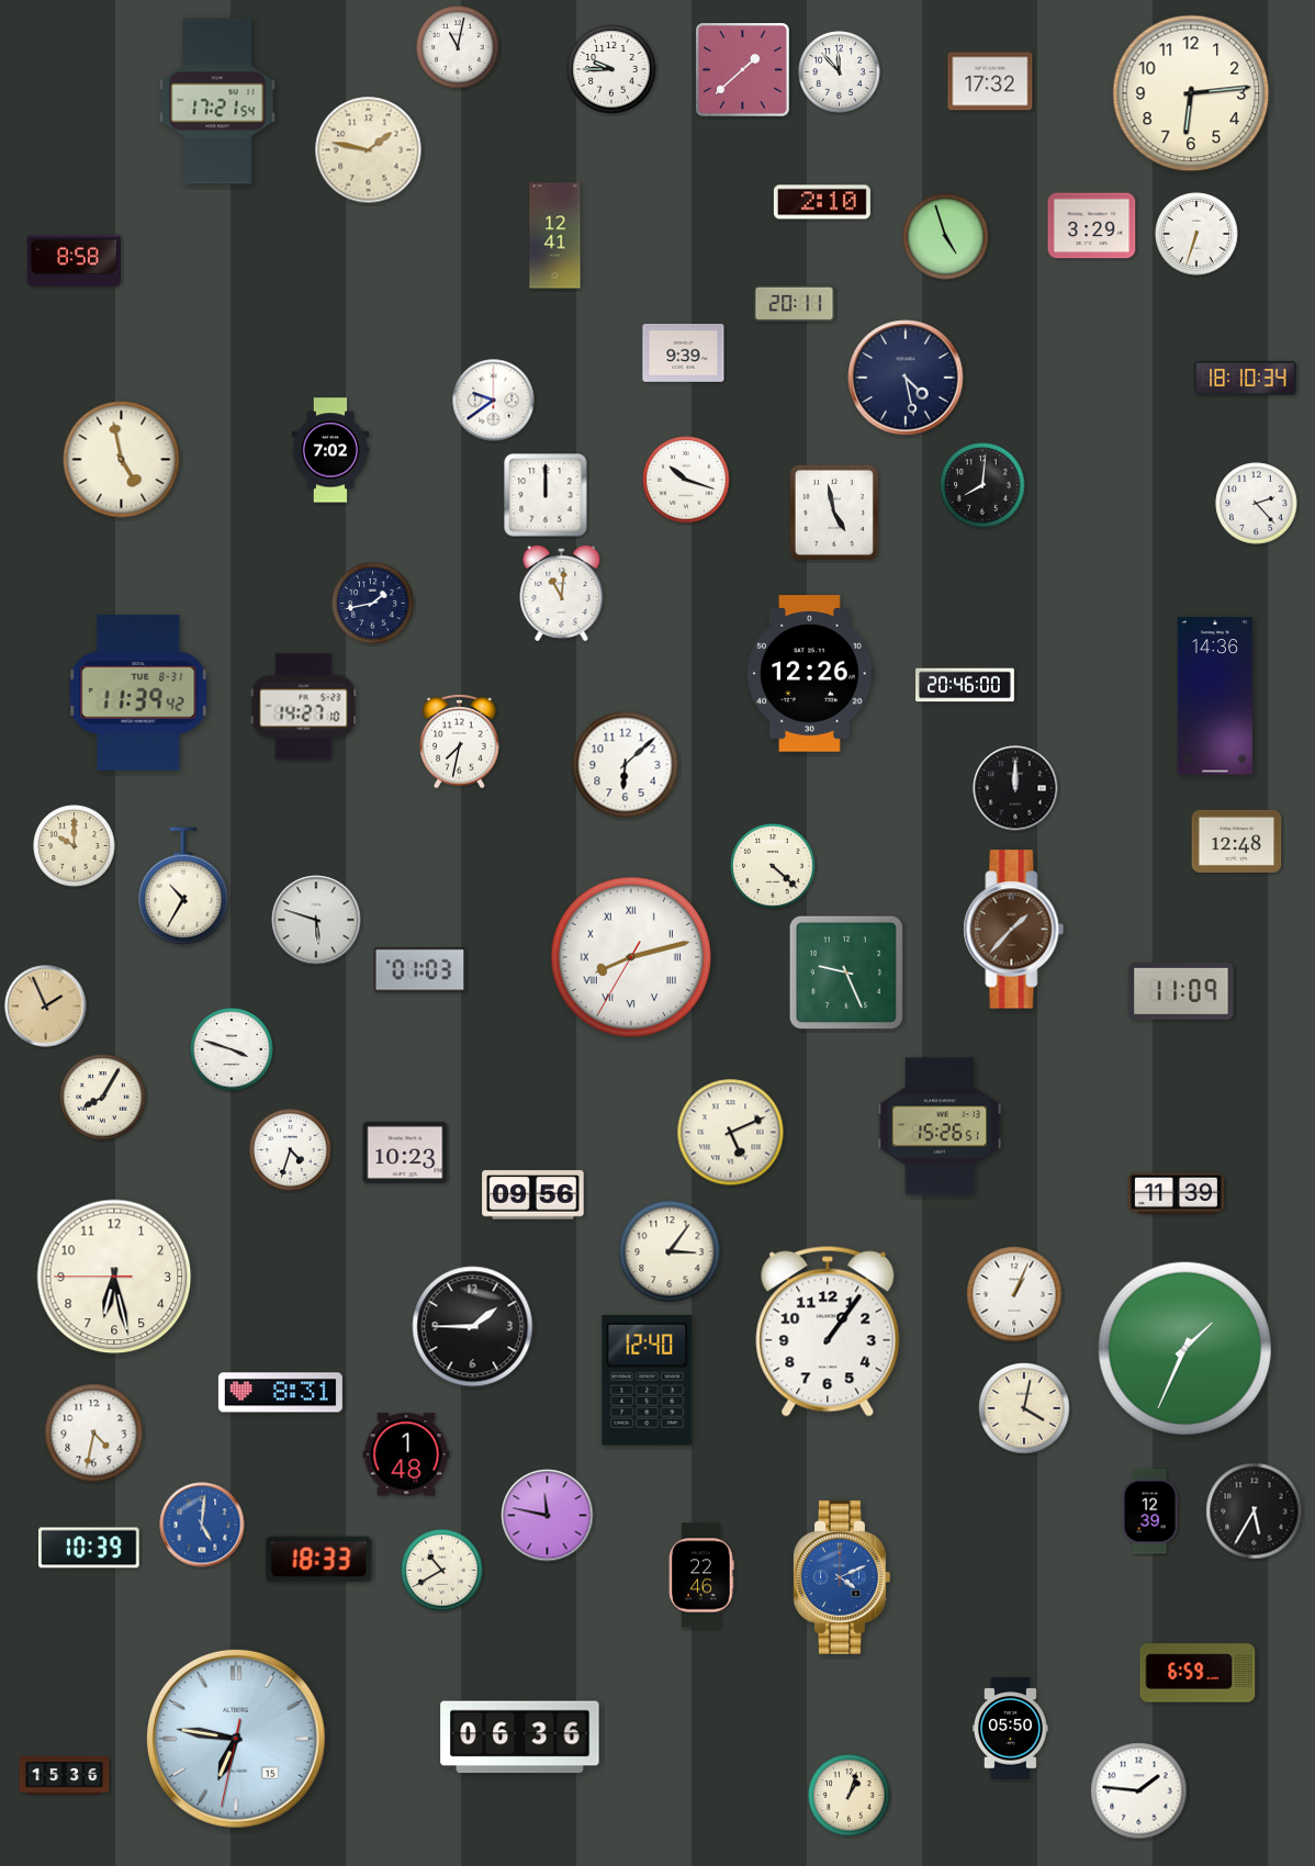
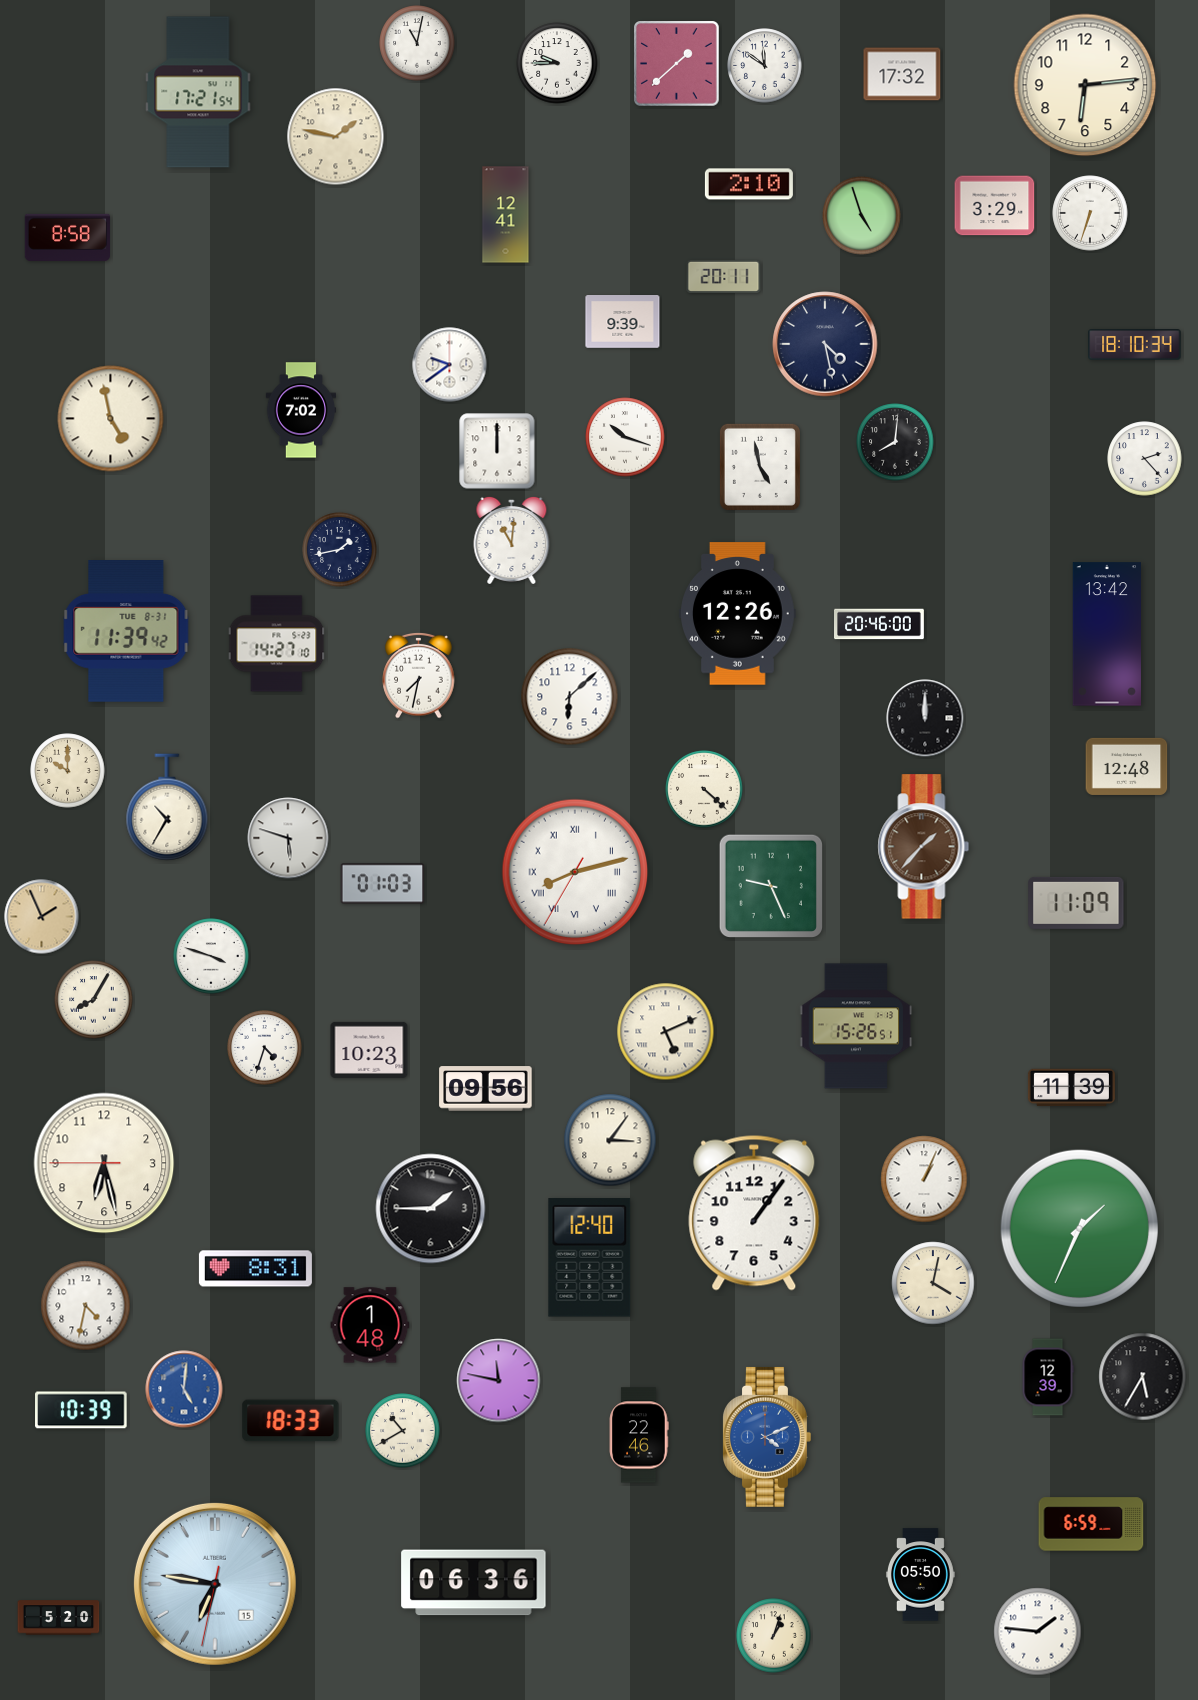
clock at (840, 72): 11:53 -> 11:51
clock at (1214, 696): 14:36 -> 13:42
clock at (65, 1776): 15:36 -> 5:20
